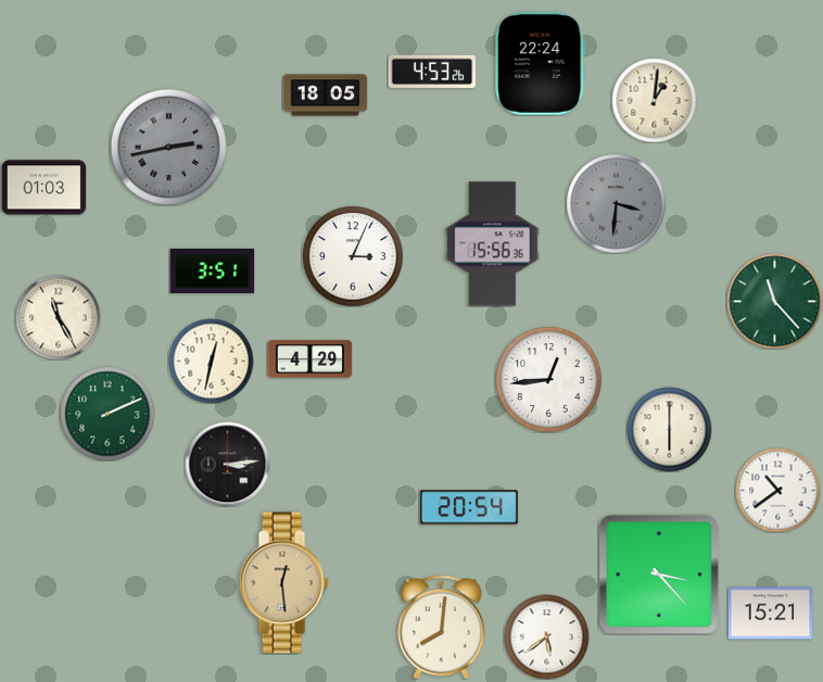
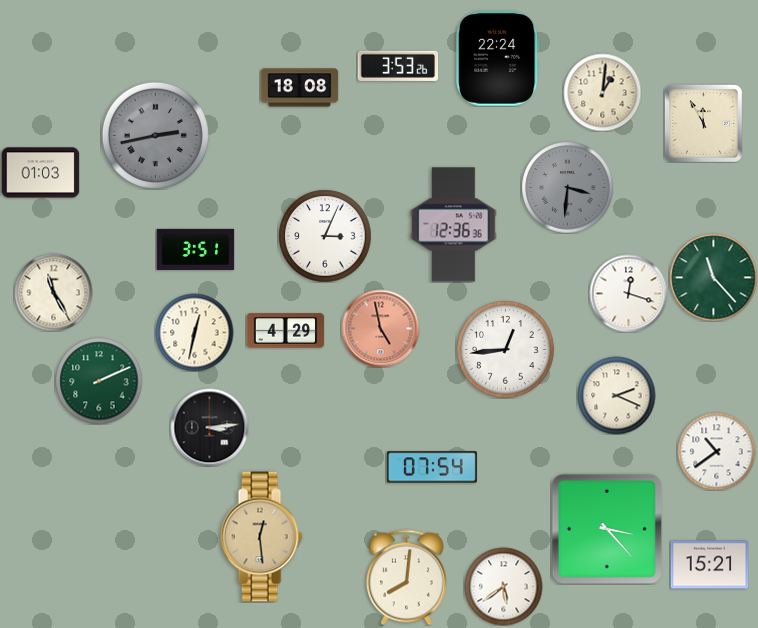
clock at (432, 72): 4:53 -> 3:53
clock at (325, 96): 18:05 -> 18:08
clock at (703, 123): none -> 11:55
clock at (493, 244): 15:56 -> 12:36
clock at (628, 293): none -> 12:18
clock at (380, 328): none -> 4:58
clock at (669, 429): 6:00 -> 2:19
clock at (469, 507): 20:54 -> 07:54
